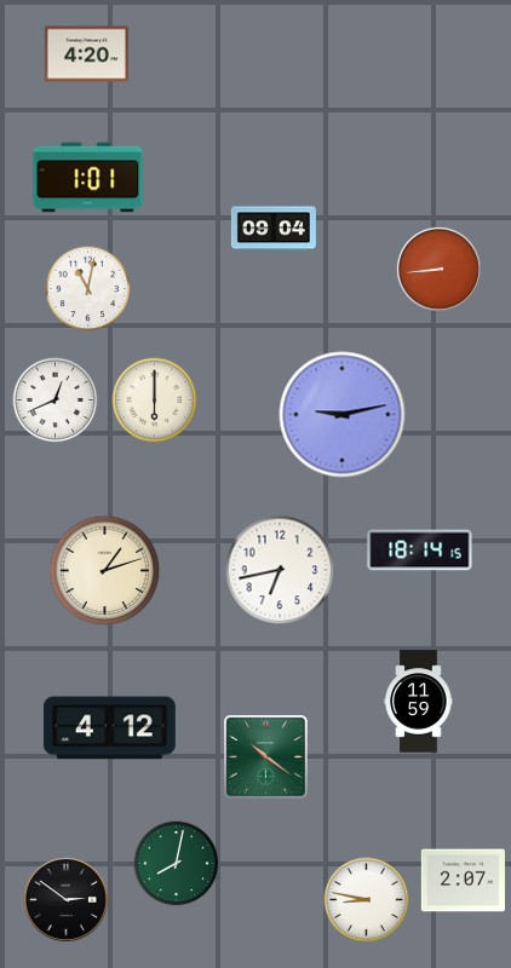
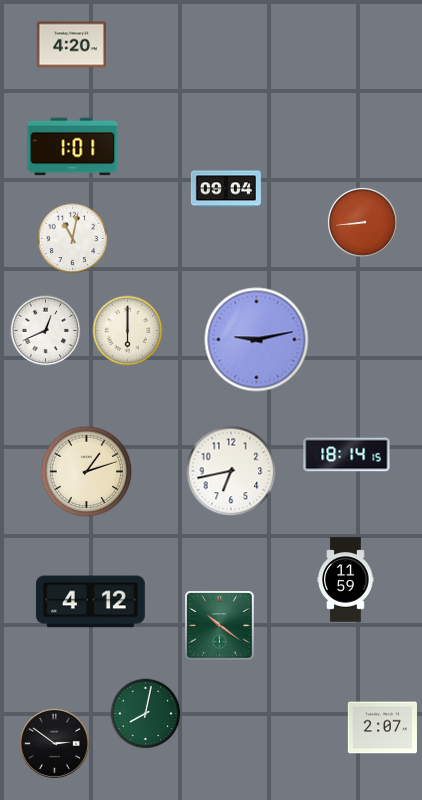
clock at (343, 415) position: (343, 415) -> (257, 340)
clock at (367, 900): 8:47 -> none
